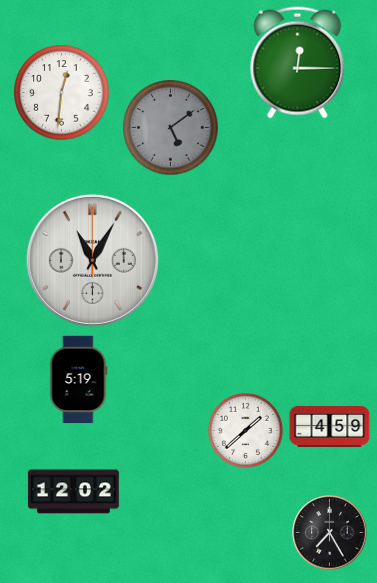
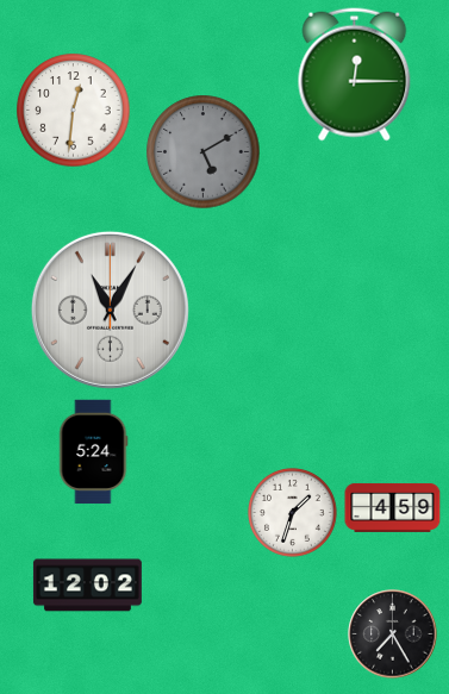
clock at (171, 128): 5:09 -> 5:10
clock at (78, 380): 5:19 -> 5:24
clock at (246, 431): 1:38 -> 1:33
